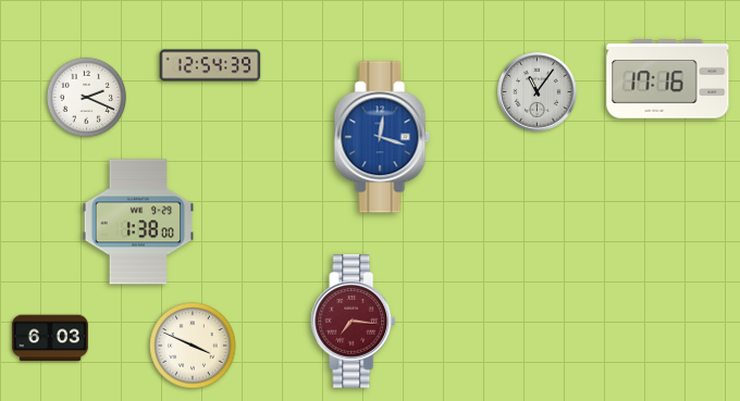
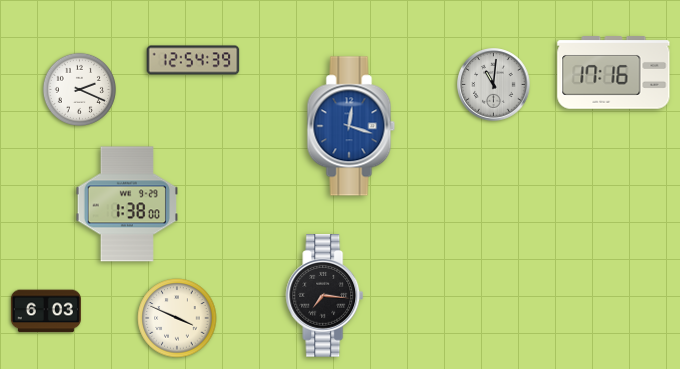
clock at (538, 92): 11:06 -> 11:01
clock at (354, 322) dial: burgundy -> black
